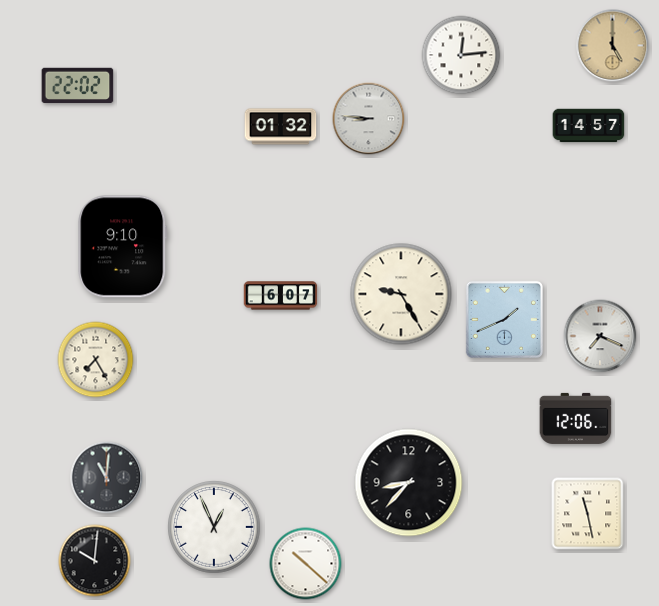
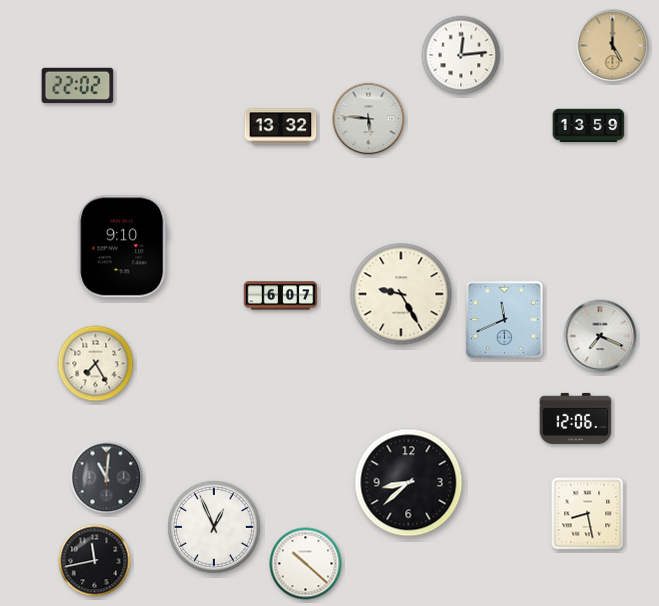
clock at (369, 119): 8:46 -> 5:46
clock at (589, 126): 14:57 -> 13:59
clock at (281, 127): 01:32 -> 13:32
clock at (504, 319): 1:41 -> 11:41
clock at (96, 360) position: (96, 360) -> (96, 364)
clock at (409, 483): 8:37 -> 8:38
clock at (588, 514): 11:28 -> 8:28
clock at (95, 561): 10:01 -> 11:43
